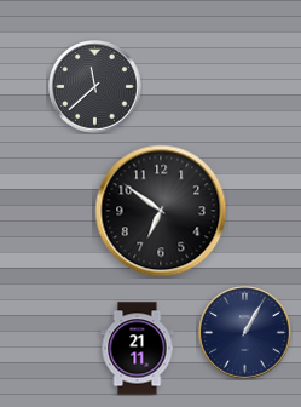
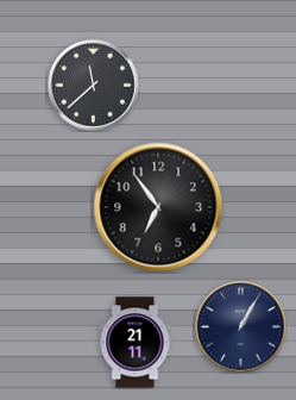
clock at (161, 211): 6:51 -> 6:54
